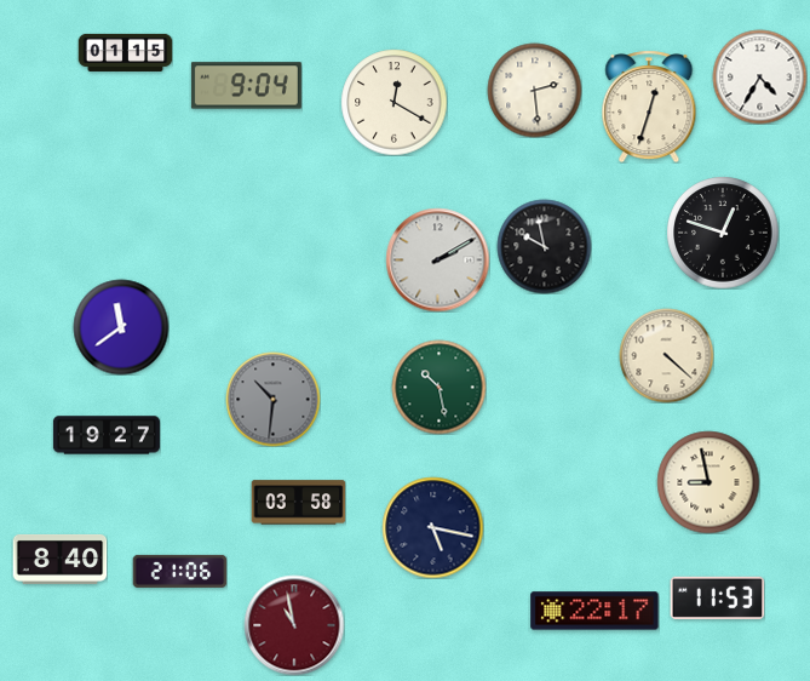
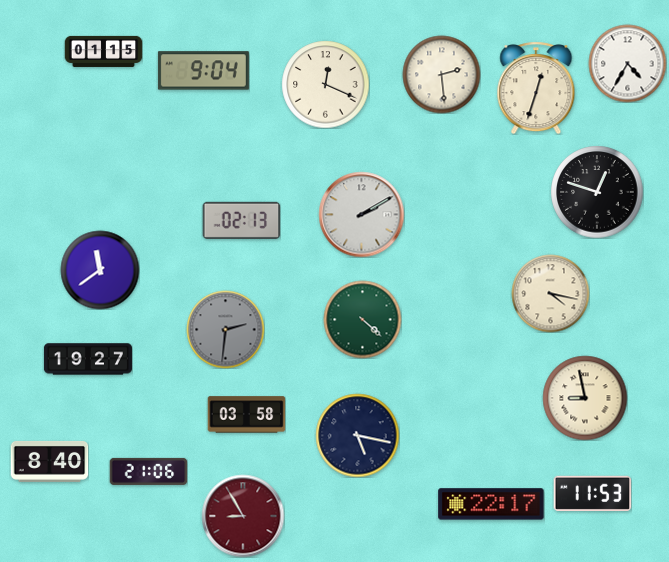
clock at (125, 52) position: (125, 52) -> (103, 51)
clock at (393, 102): 12:20 -> 12:19
clock at (544, 246): 9:58 -> none
clock at (241, 220): none -> 02:13
clock at (666, 355): 4:22 -> 4:17
clock at (438, 387): 10:28 -> 4:22
clock at (272, 399): 10:31 -> 2:31
clock at (294, 625): 10:58 -> 8:55
